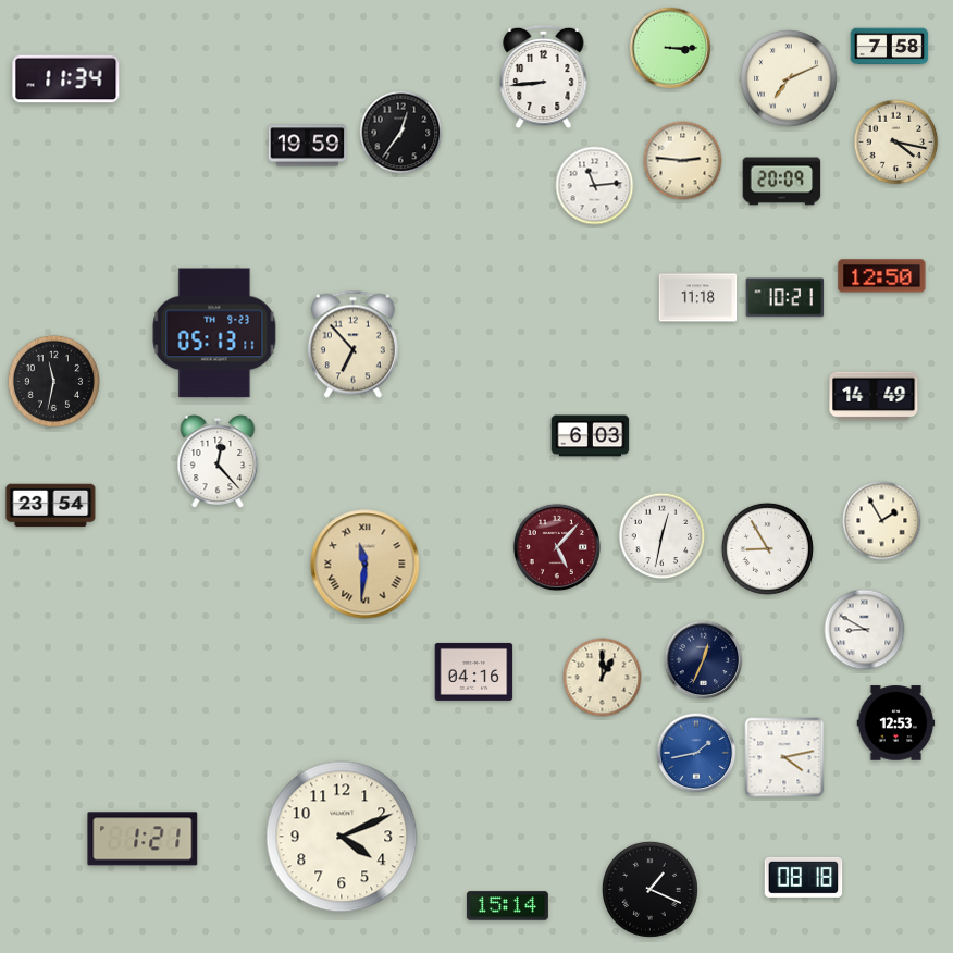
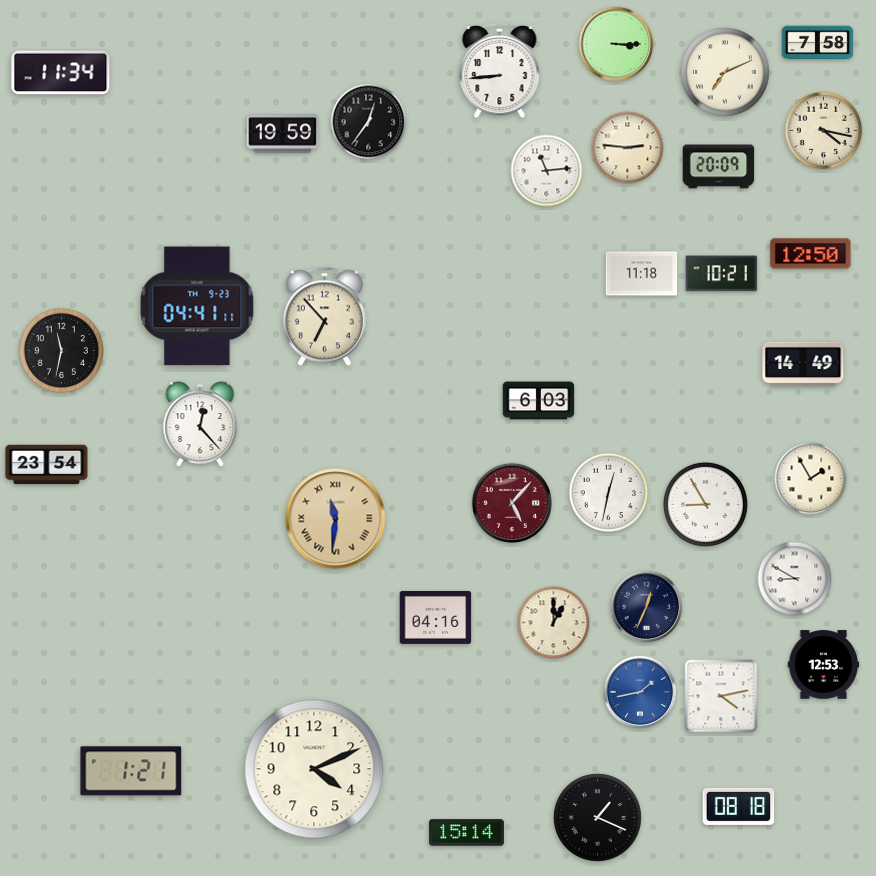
clock at (214, 333): 05:13 -> 04:41
clock at (53, 381) position: (53, 381) -> (61, 350)
clock at (591, 436) position: (591, 436) -> (539, 401)
